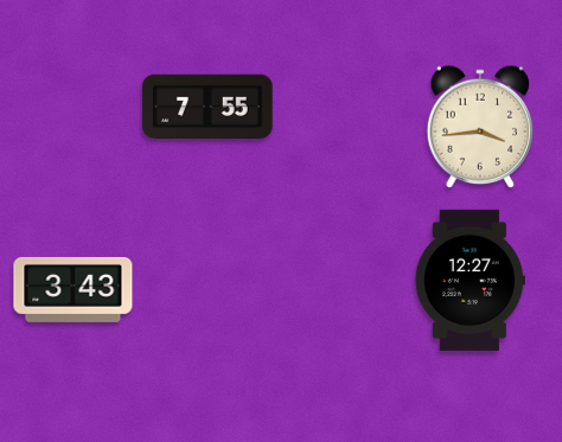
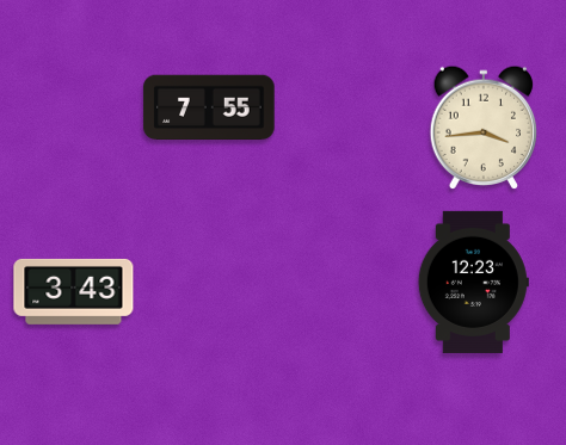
clock at (470, 280): 12:27 -> 12:23
